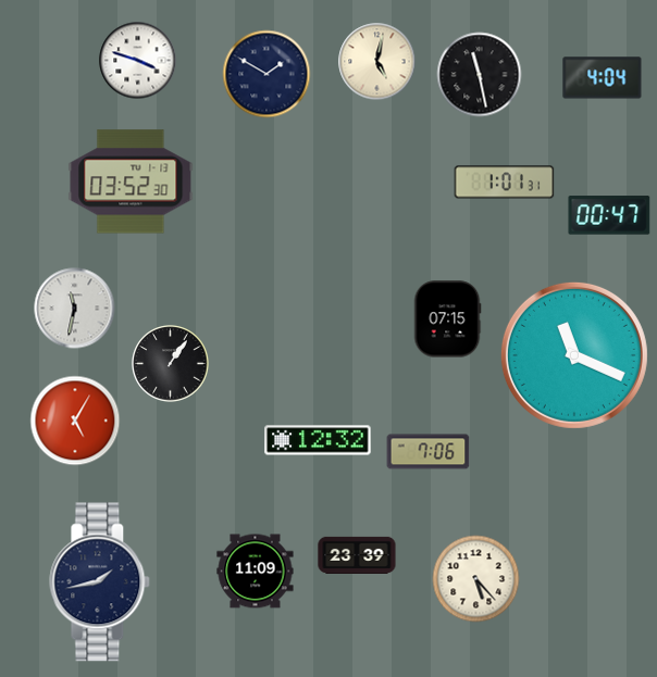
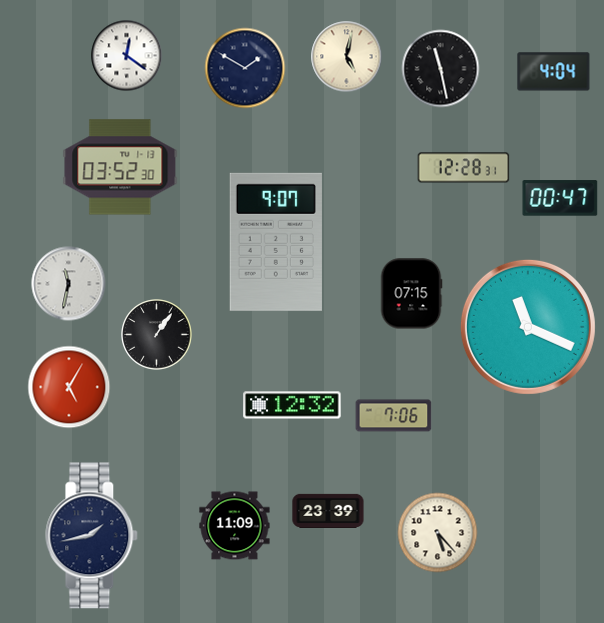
clock at (138, 61): 3:48 -> 12:21
clock at (505, 183): 1:01 -> 12:28
clock at (276, 242): none -> 9:07
